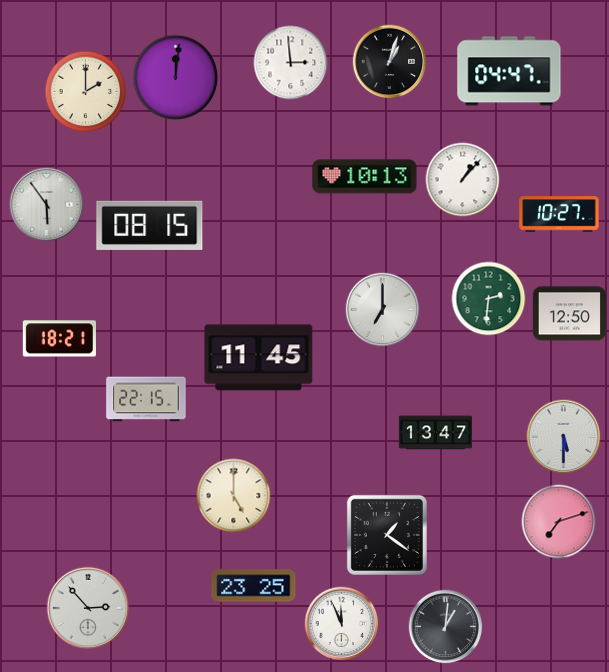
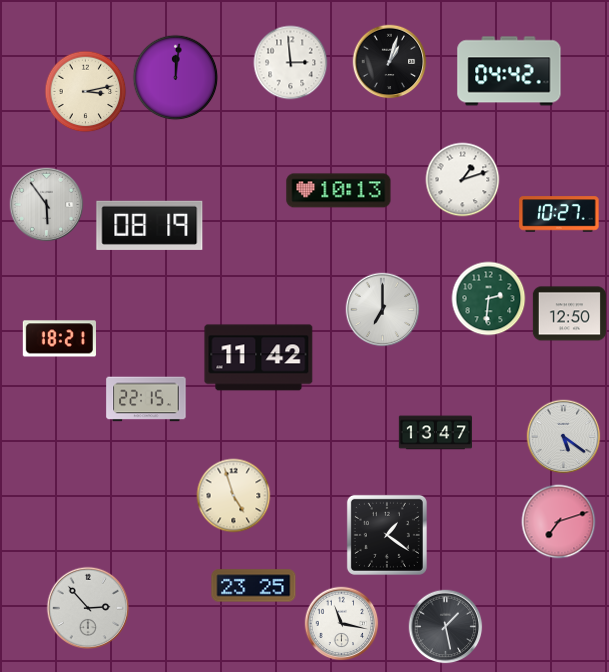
clock at (509, 71): 04:47 -> 04:42
clock at (86, 92): 2:00 -> 3:13
clock at (365, 177) position: (365, 177) -> (339, 191)
clock at (463, 180): 1:07 -> 1:12
clock at (150, 225): 08:15 -> 08:19
clock at (259, 358): 11:45 -> 11:42
clock at (564, 437): 5:30 -> 5:21
clock at (234, 496): 5:00 -> 4:57
clock at (342, 624): 11:56 -> 11:17
clock at (446, 627): 1:01 -> 1:28
